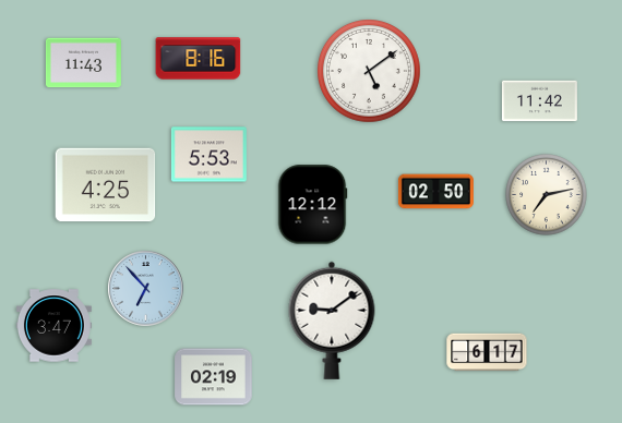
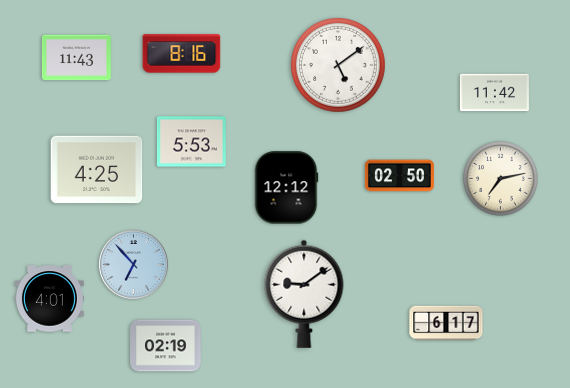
clock at (53, 326): 3:47 -> 4:01
clock at (214, 377) position: (214, 377) -> (166, 346)
